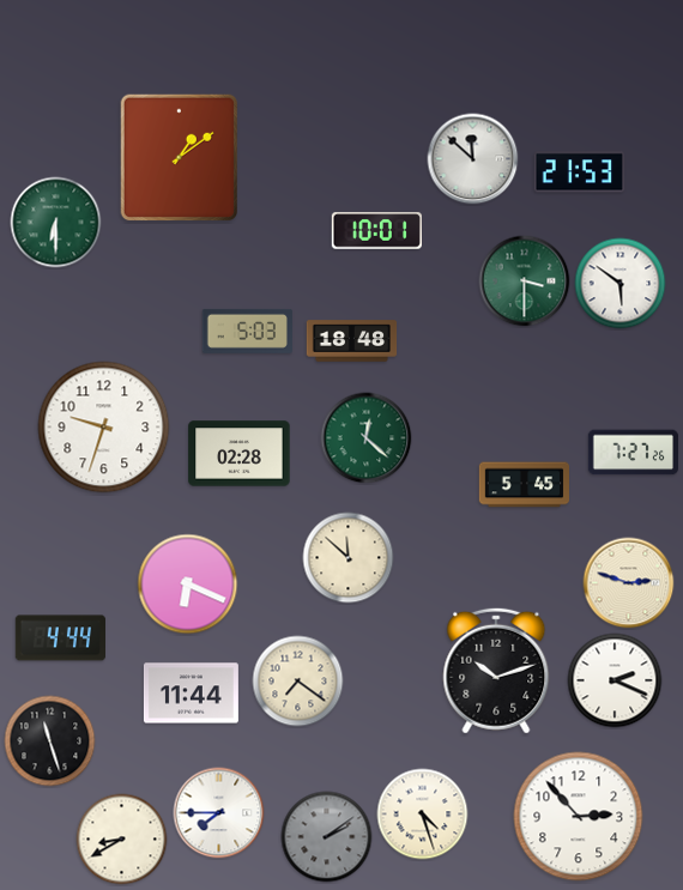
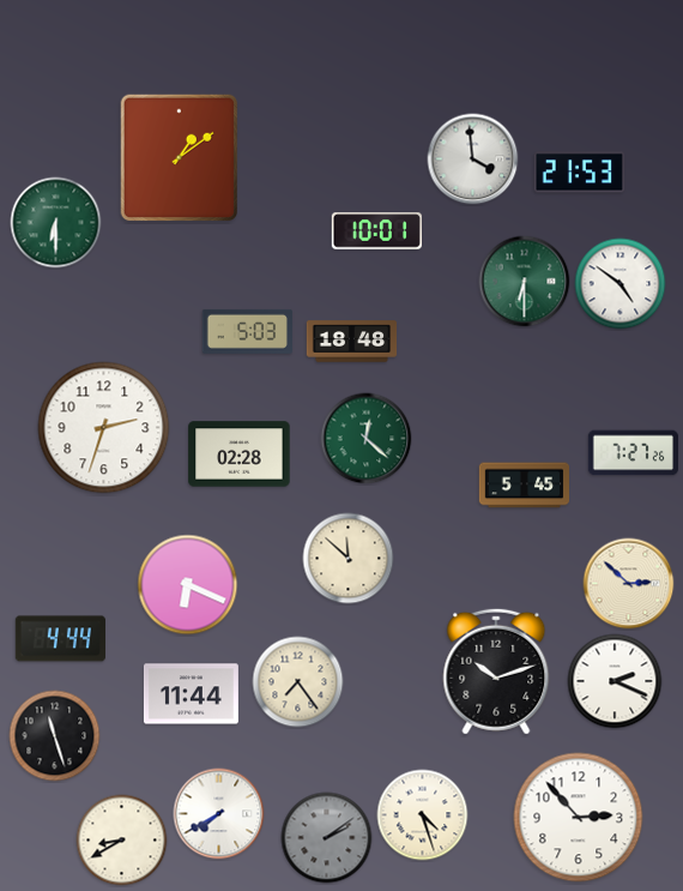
clock at (473, 159): 11:52 -> 3:59
clock at (525, 281): 3:30 -> 6:30
clock at (621, 284): 5:51 -> 4:51
clock at (104, 428): 9:33 -> 2:33
clock at (629, 583): 2:48 -> 2:52
clock at (298, 682): 7:21 -> 7:24
clock at (50, 741) position: (50, 741) -> (55, 736)
clock at (219, 813): 7:45 -> 7:40
